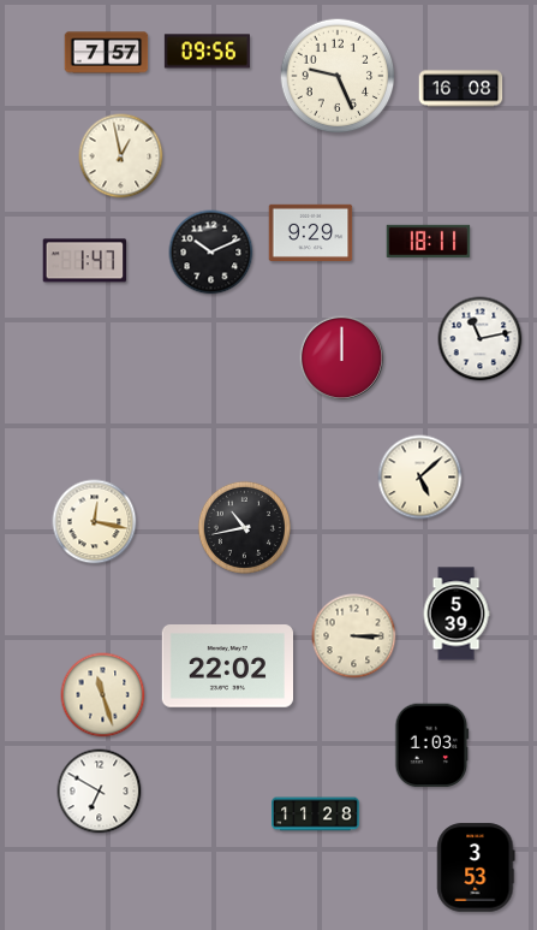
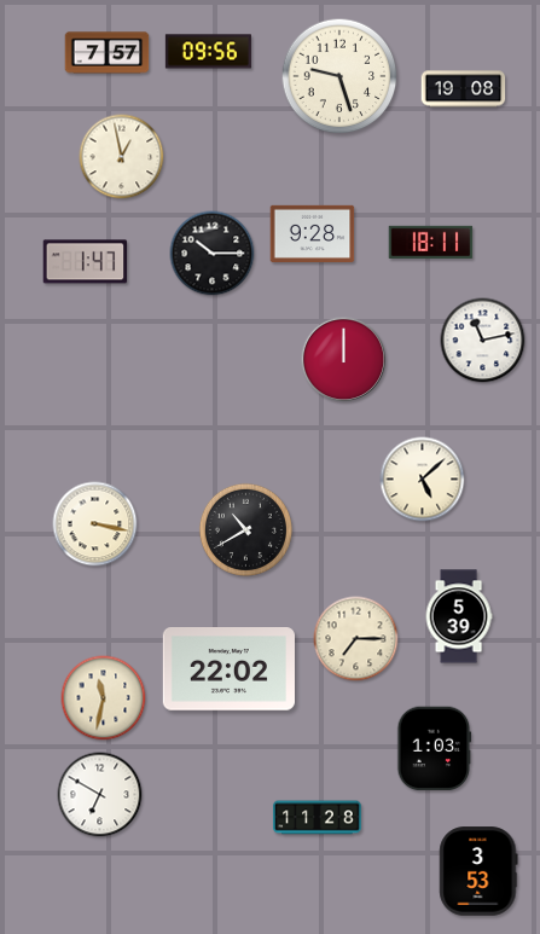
clock at (338, 76): 9:26 -> 9:27
clock at (461, 89): 16:08 -> 19:08
clock at (311, 232): 9:29 -> 9:28
clock at (211, 253): 10:11 -> 10:15
clock at (95, 522): 12:17 -> 3:17
clock at (244, 527): 10:43 -> 10:40
clock at (354, 636): 3:15 -> 7:15
clock at (103, 695): 11:27 -> 11:32
